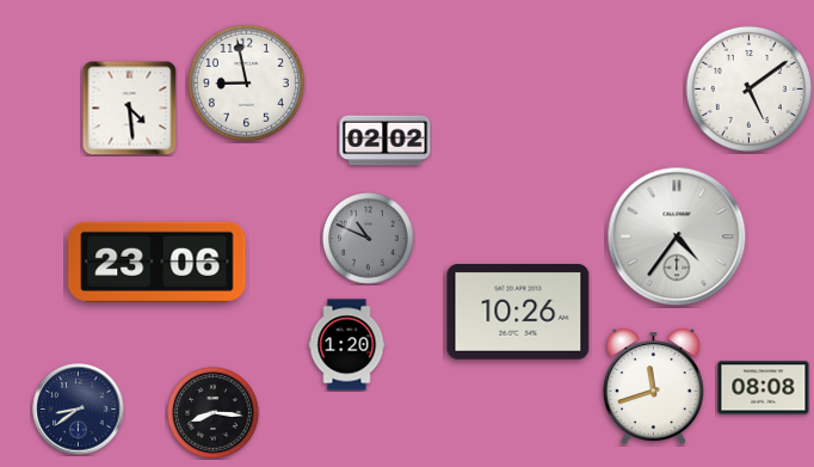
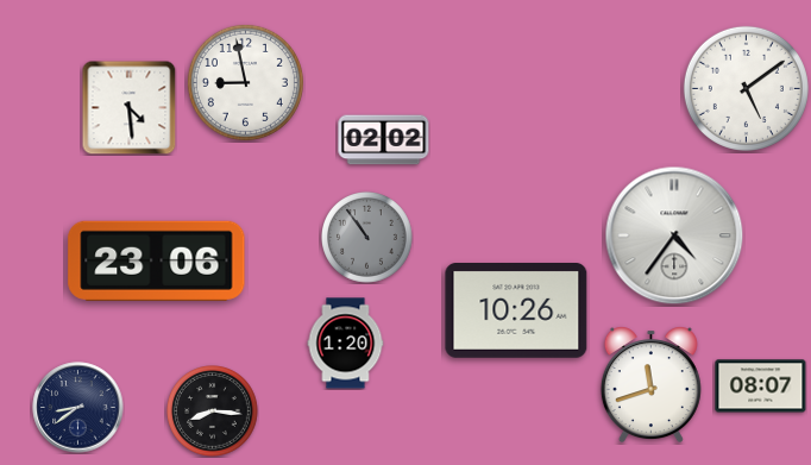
clock at (369, 239): 10:49 -> 10:54
clock at (764, 388): 08:08 -> 08:07
